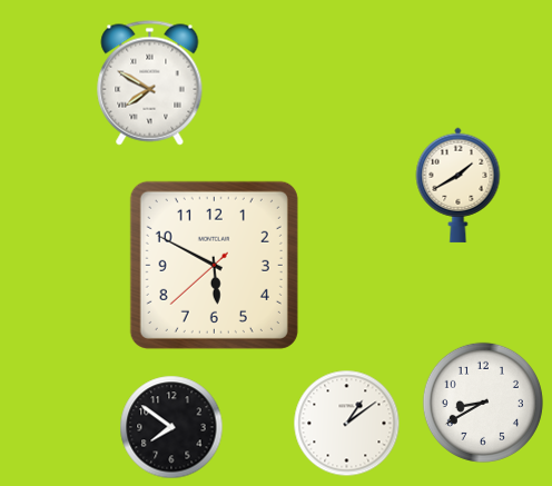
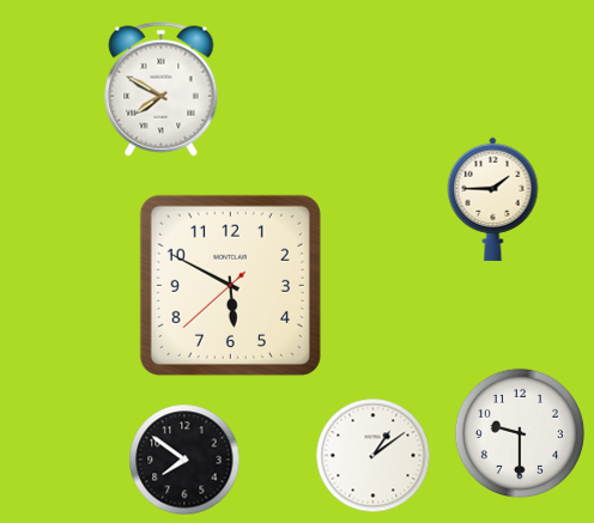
clock at (459, 185): 1:40 -> 1:45
clock at (483, 403): 8:40 -> 9:30
